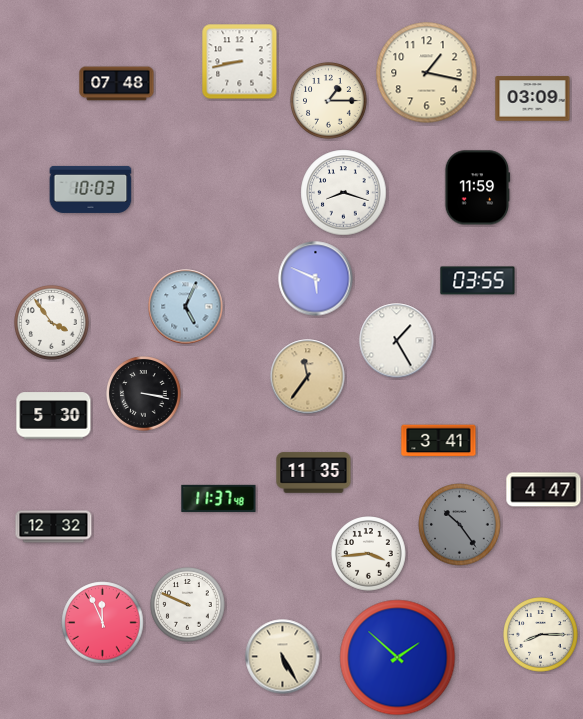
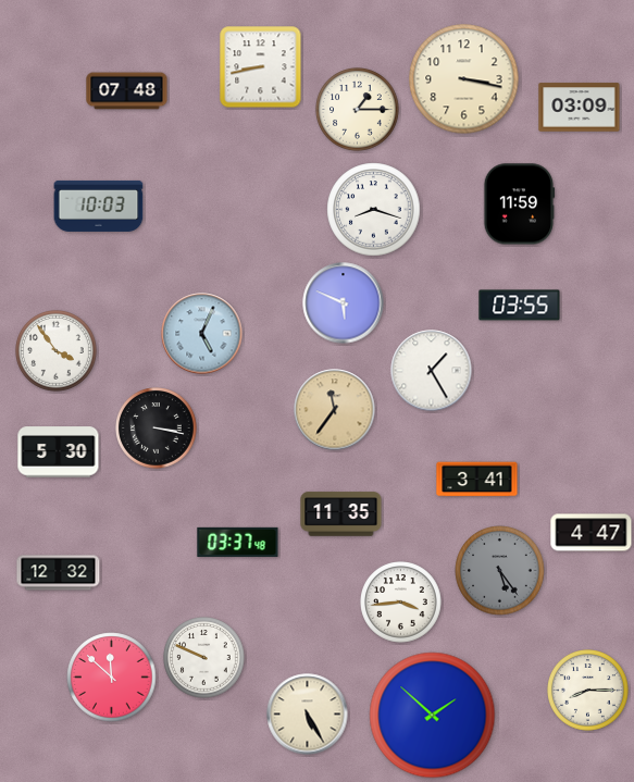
clock at (427, 73): 1:17 -> 3:17
clock at (219, 498): 11:37 -> 03:37
clock at (460, 525): 10:24 -> 5:24
clock at (103, 623): 11:56 -> 11:52
